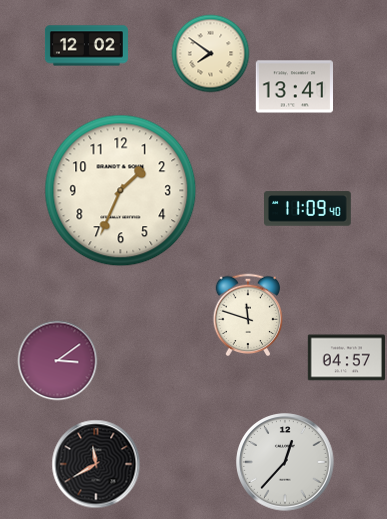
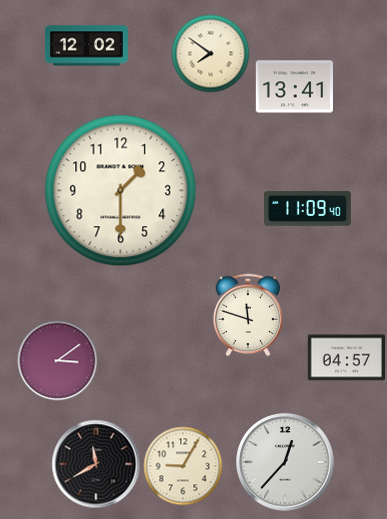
clock at (121, 191): 1:34 -> 1:30
clock at (183, 466): none -> 9:05
